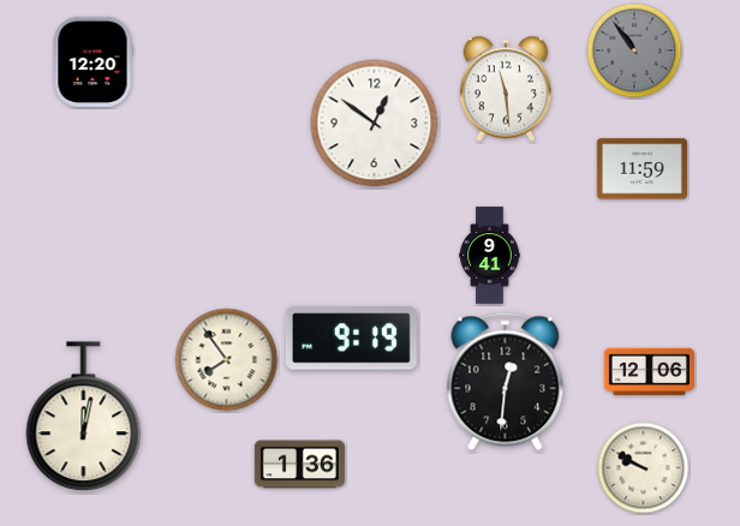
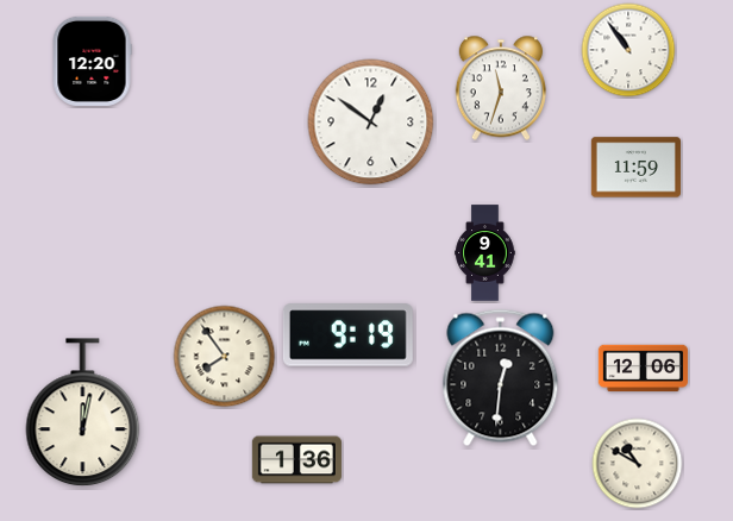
clock at (634, 50) dial: grey -> white
clock at (505, 89): 11:29 -> 11:33
clock at (644, 468): 9:50 -> 10:50
